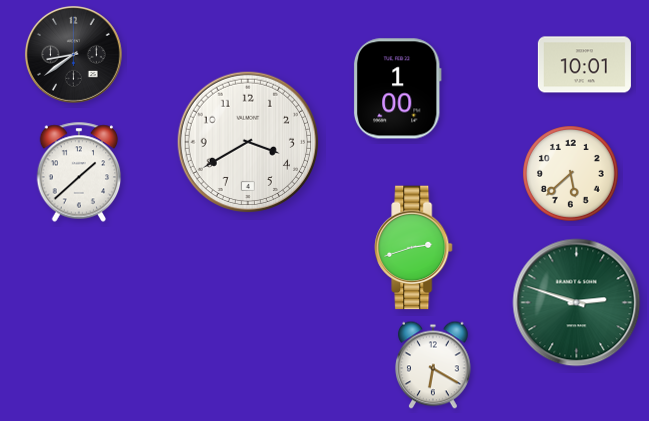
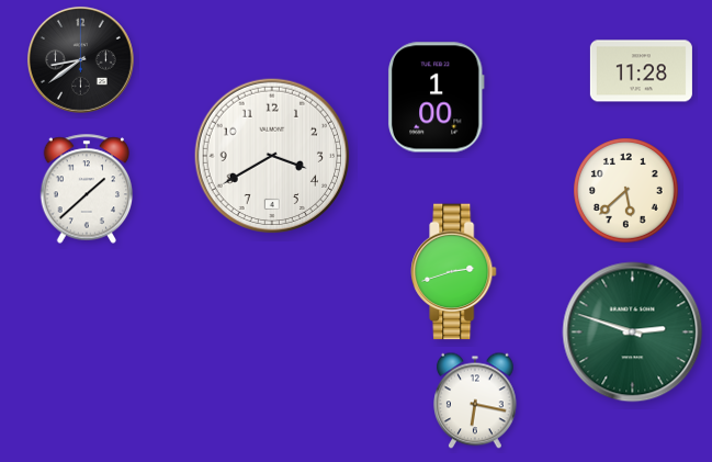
clock at (584, 65): 10:01 -> 11:28
clock at (434, 365): 6:20 -> 6:17
